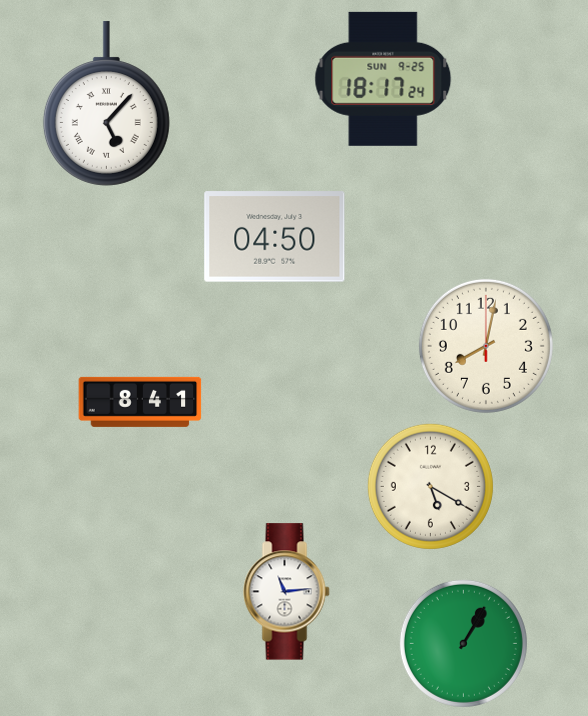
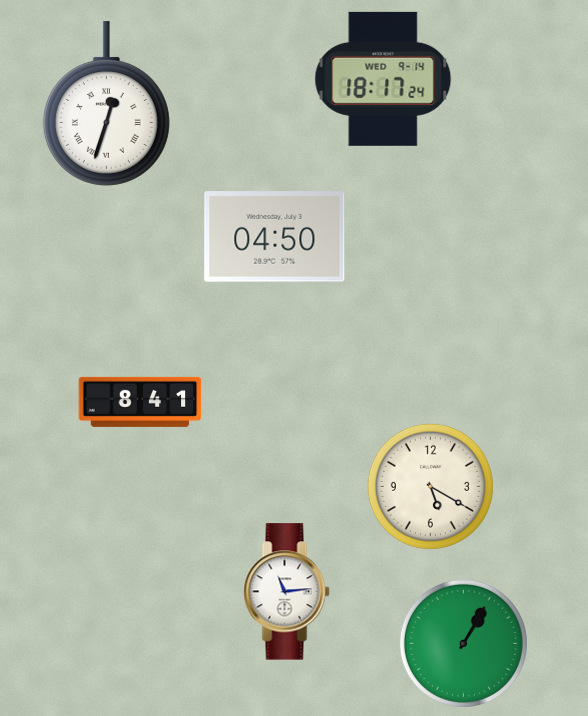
clock at (383, 79) date: SUN 9-25 -> WED 9-14
clock at (106, 104): 5:07 -> 12:33
clock at (486, 346): 8:02 -> none
